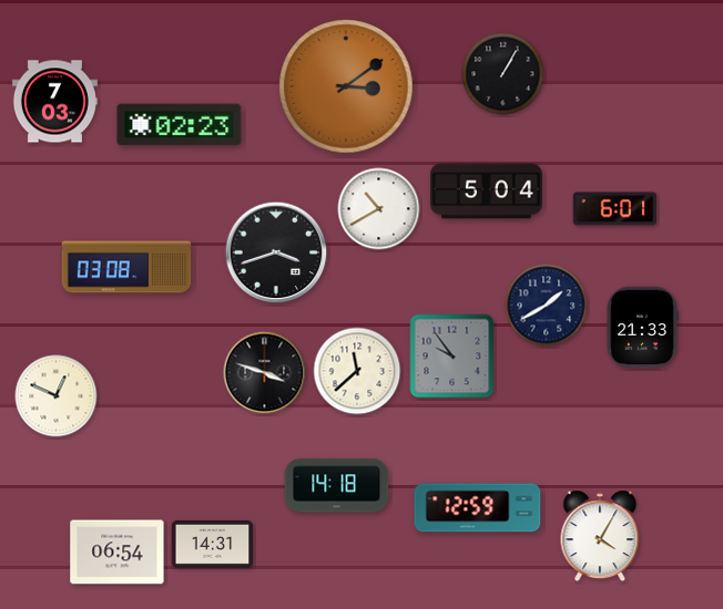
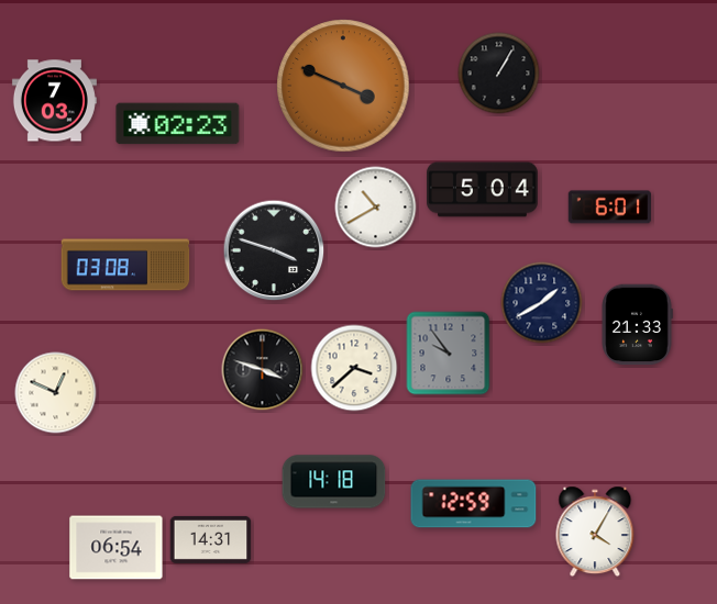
clock at (346, 86): 3:09 -> 3:49
clock at (276, 252): 3:42 -> 3:48
clock at (357, 371): 11:38 -> 3:38
